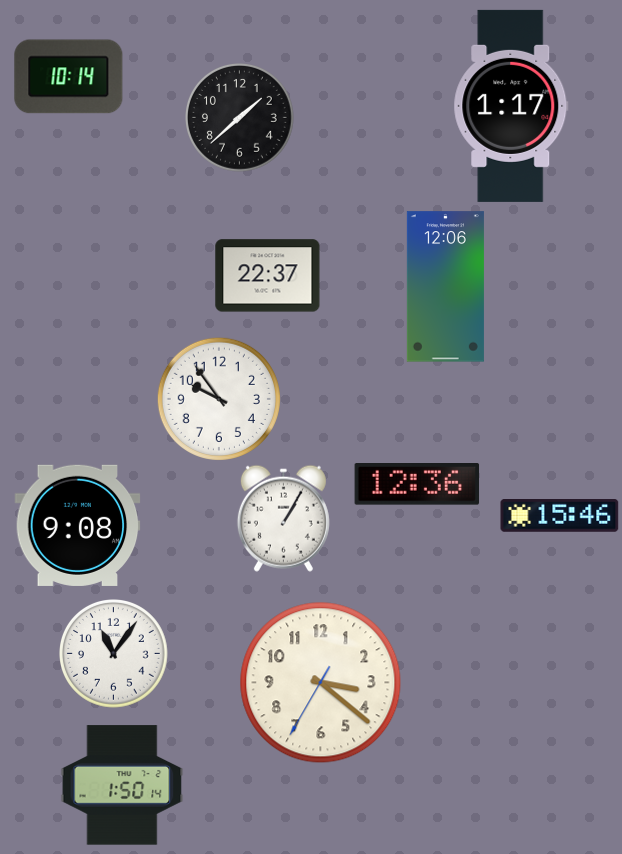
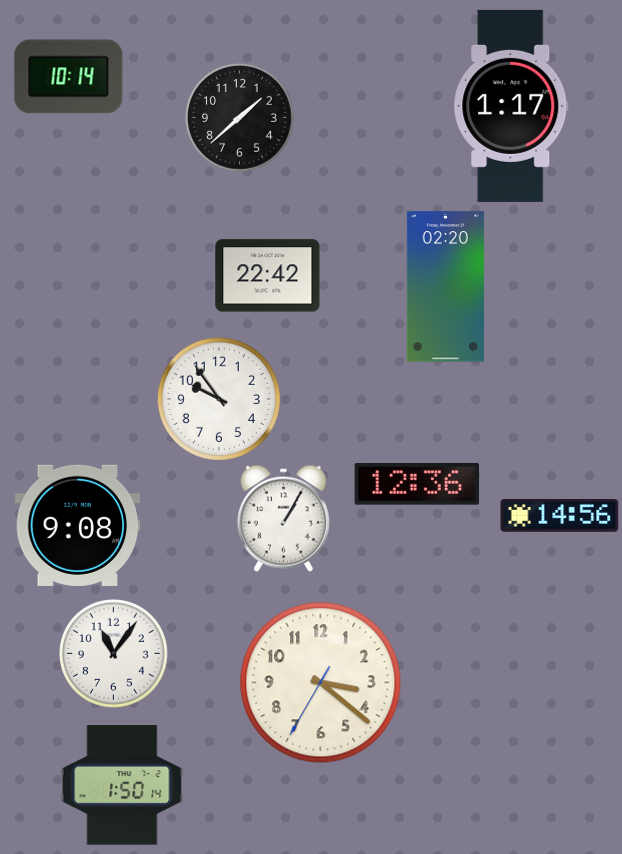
clock at (268, 276): 22:37 -> 22:42
clock at (445, 287): 12:06 -> 02:20
clock at (560, 516): 15:46 -> 14:56
